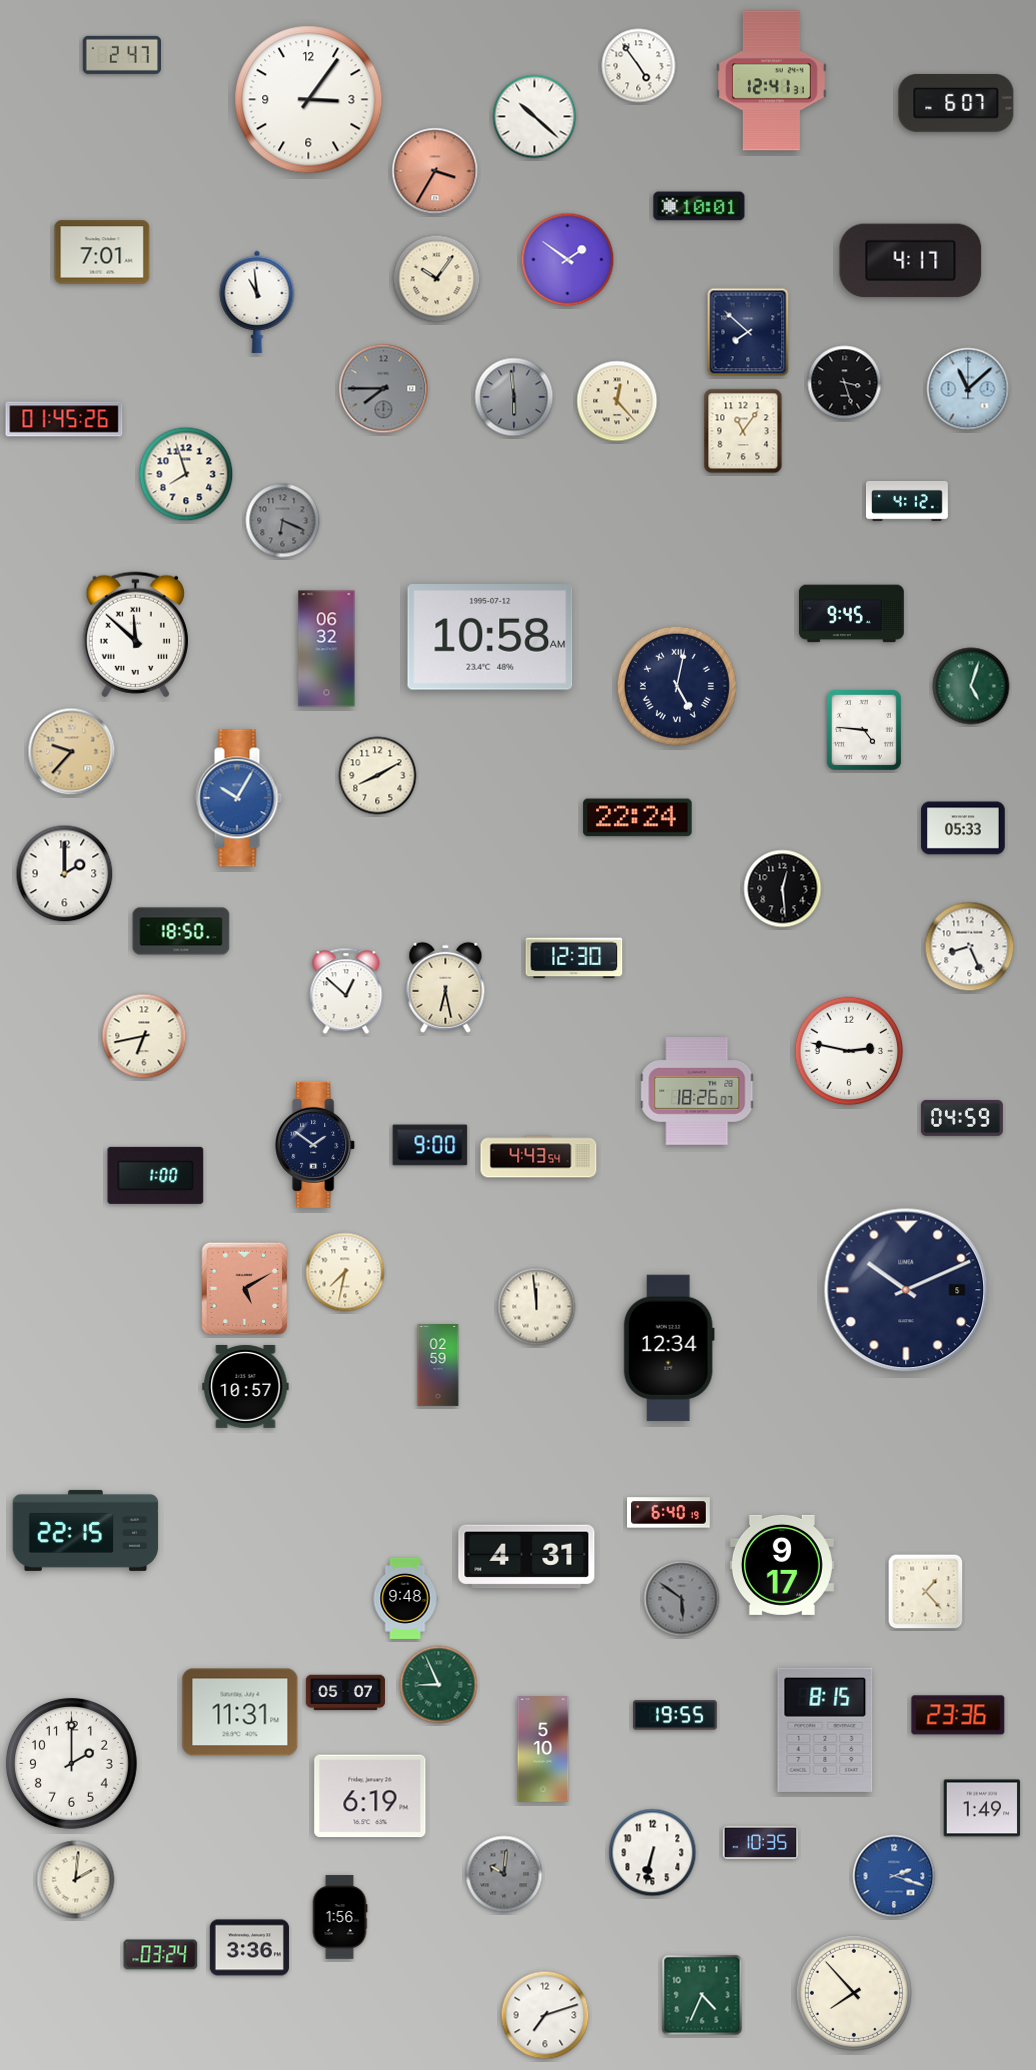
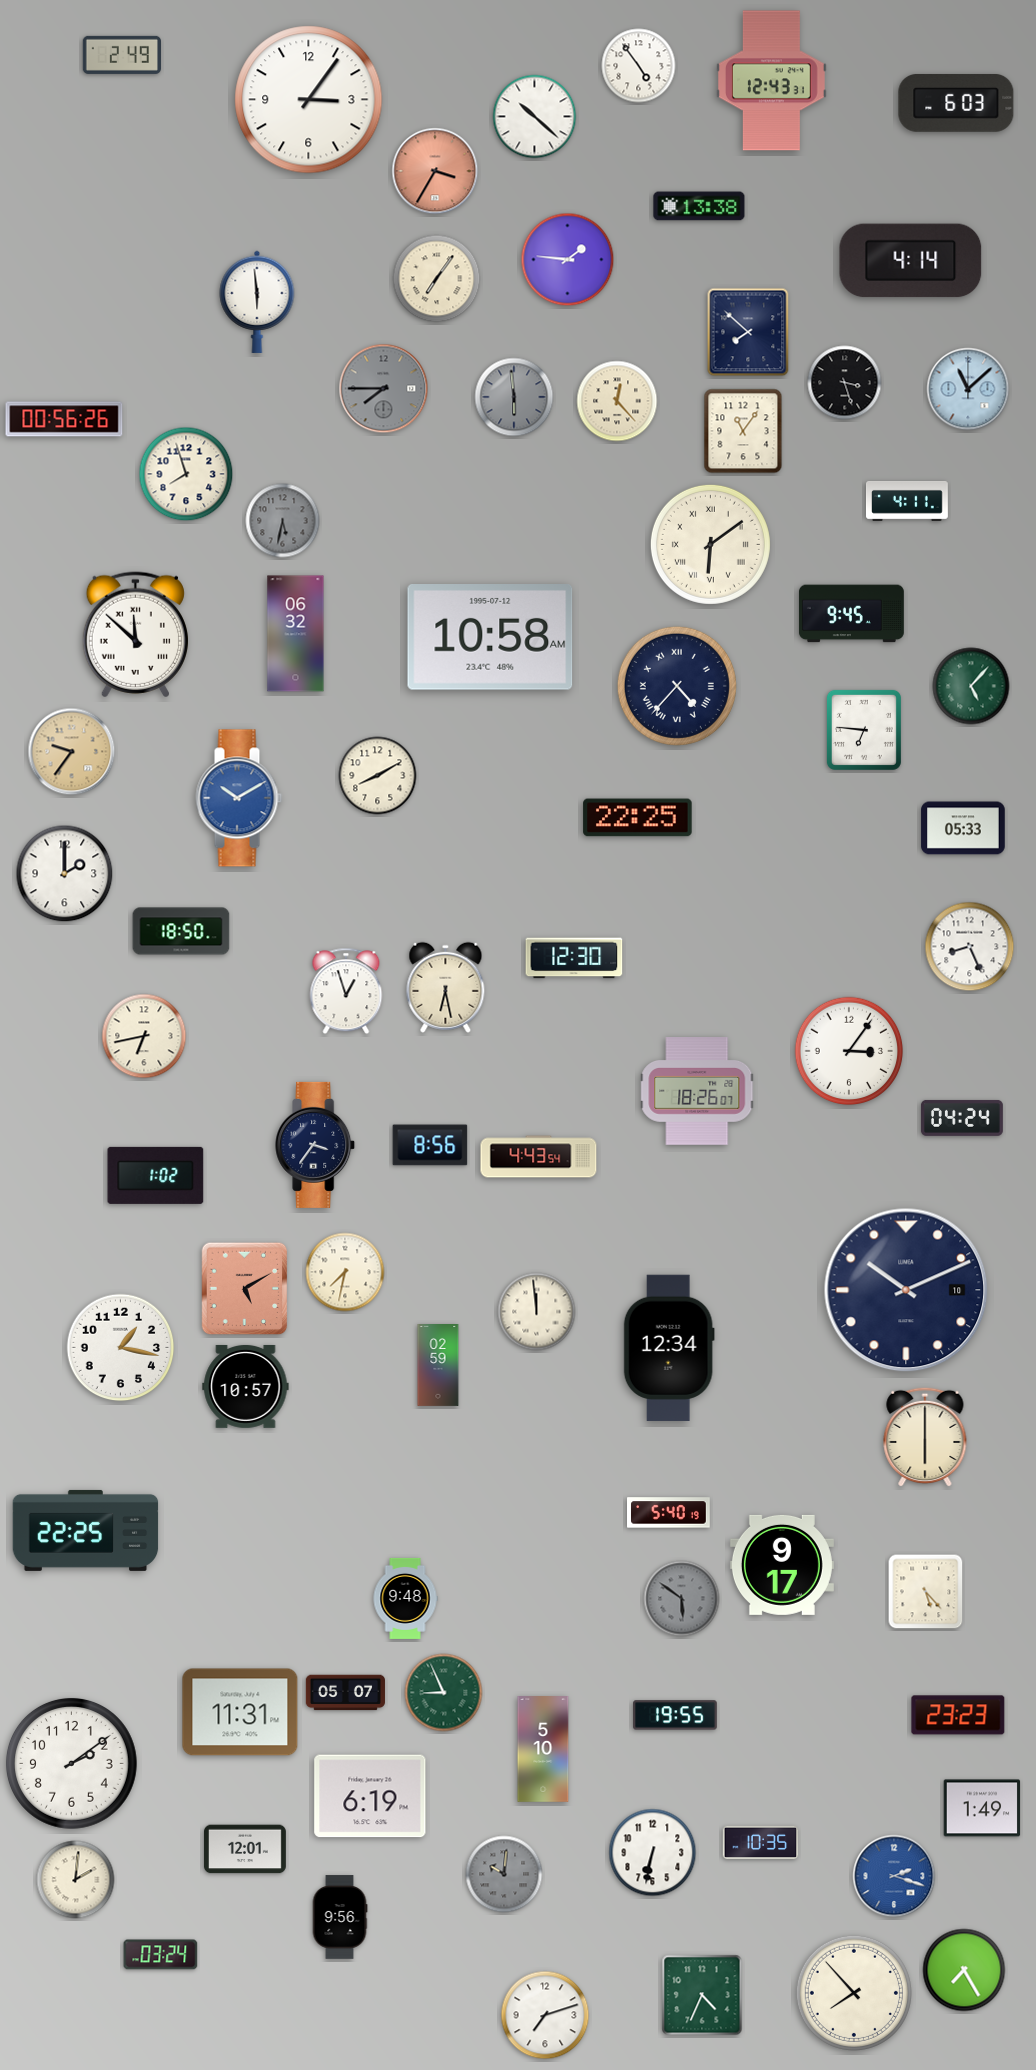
clock at (121, 55): 2:47 -> 2:49
clock at (771, 81): 12:41 -> 12:43
clock at (956, 103): 6:07 -> 6:03
clock at (699, 206): 10:01 -> 13:38
clock at (102, 252): 7:01 -> none
clock at (568, 260): 1:51 -> 1:46
clock at (911, 261): 4:17 -> 4:14
clock at (437, 279): 10:06 -> 7:06
clock at (257, 302): 10:59 -> 5:59
clock at (64, 419): 01:45 -> 00:56
clock at (907, 501): 4:12 -> 4:11
clock at (283, 521): 6:19 -> 5:32
clock at (710, 544): none -> 6:09
clock at (327, 649) position: (327, 649) -> (296, 634)
clock at (677, 686): 5:02 -> 4:37
clock at (971, 686): 5:03 -> 5:07
clock at (864, 730): 4:46 -> 6:46
clock at (72, 752): 9:37 -> 9:36
clock at (239, 798): 10:05 -> 10:10
clock at (638, 818): 22:24 -> 22:25
clock at (783, 889): 12:29 -> none
clock at (346, 991): 12:52 -> 12:57
clock at (849, 1051): 2:47 -> 3:06
clock at (962, 1118): 04:59 -> 04:24
clock at (316, 1145): 1:51 -> 3:36
clock at (430, 1145): 9:00 -> 8:56
clock at (156, 1175): 1:00 -> 1:02
clock at (906, 1290) date: 5 -> 10
clock at (537, 1307) position: (537, 1307) -> (537, 1312)
clock at (121, 1348): none -> 1:17
clock at (925, 1437): none -> 6:00
clock at (669, 1513): 6:40 -> 5:40
clock at (86, 1530): 22:15 -> 22:25
clock at (527, 1557): 4:31 -> none
clock at (926, 1592): 1:23 -> 5:23
clock at (439, 1685) position: (439, 1685) -> (444, 1693)
clock at (958, 1715): 23:36 -> 23:23
clock at (825, 1730): 8:15 -> none
clock at (71, 1763): 2:00 -> 2:09
clock at (245, 1849): none -> 12:01
clock at (340, 1917): 1:56 -> 9:56
clock at (249, 1948): 3:36 -> none
clock at (964, 1970): none -> 7:25
